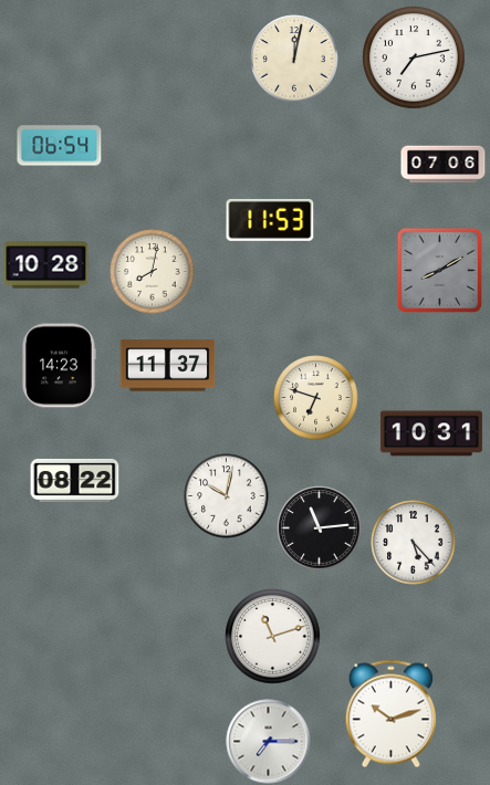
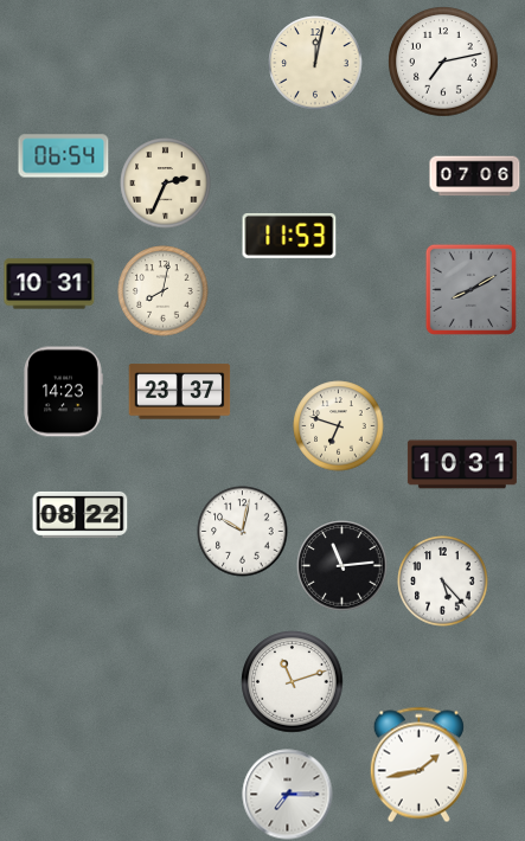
clock at (166, 184): none -> 2:34
clock at (46, 265): 10:28 -> 10:31
clock at (168, 366): 11:37 -> 23:37
clock at (390, 714): 10:12 -> 1:43
